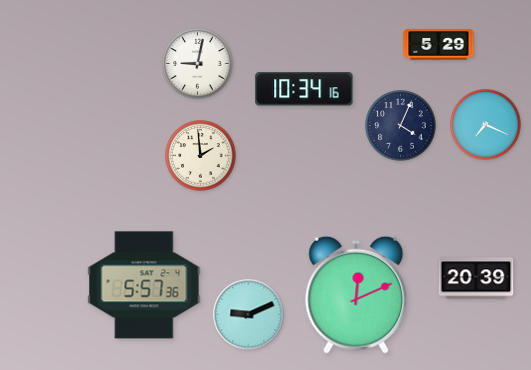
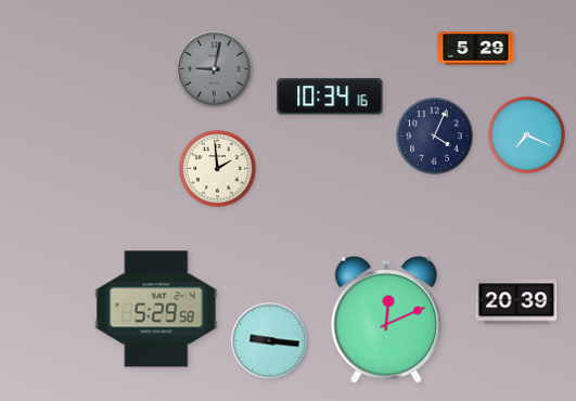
clock at (198, 64) dial: white -> grey
clock at (144, 285): 5:57 -> 5:29
clock at (249, 315): 9:11 -> 9:16
